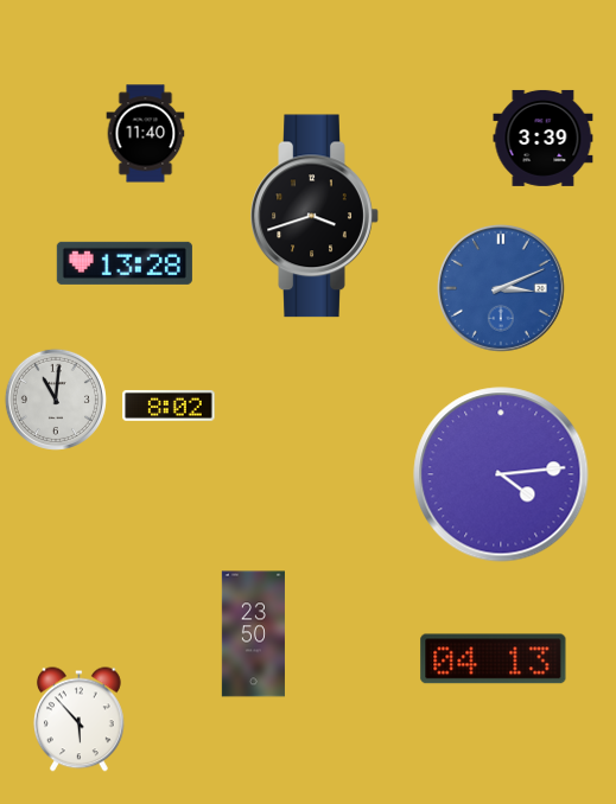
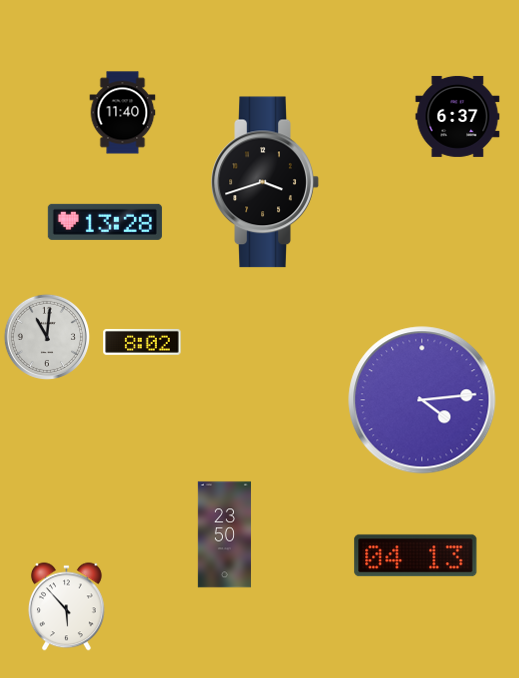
clock at (544, 138): 3:39 -> 6:37
clock at (501, 288): 3:11 -> none
clock at (253, 634) position: (253, 634) -> (224, 535)
